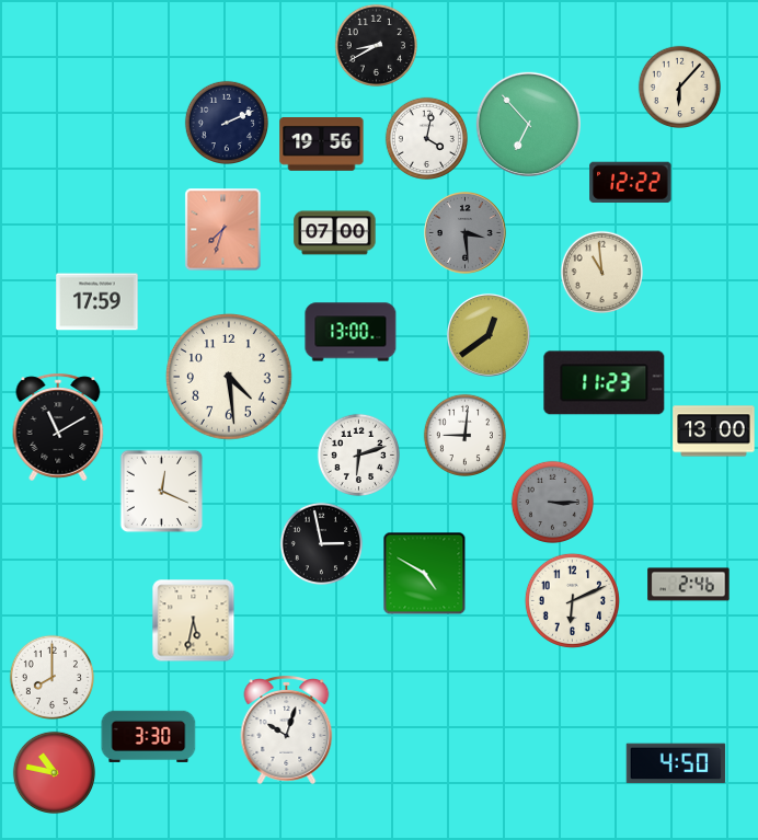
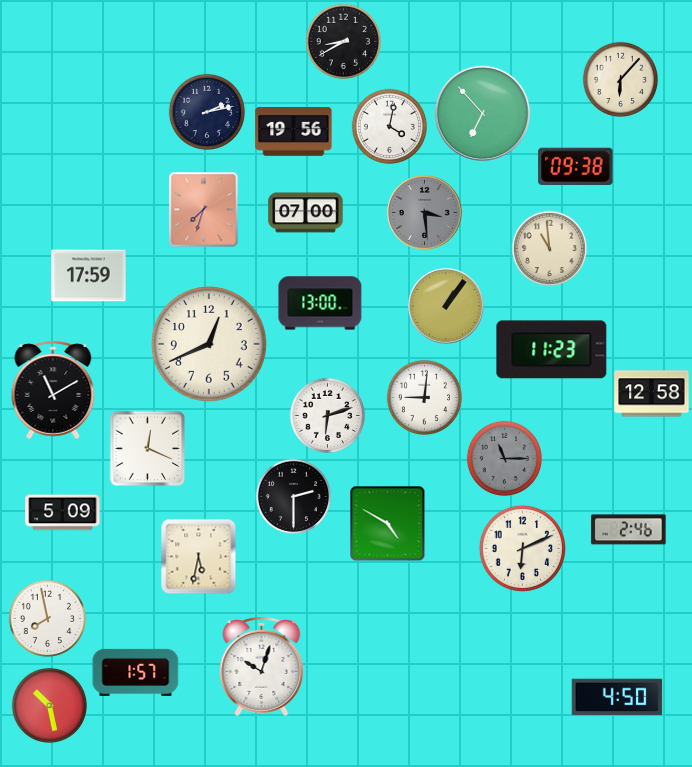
clock at (226, 122): 2:11 -> 2:13
clock at (631, 182): 12:22 -> 09:38
clock at (489, 335): 12:39 -> 1:06
clock at (230, 378): 4:29 -> 12:41
clock at (714, 431): 13:00 -> 12:58
clock at (552, 502): 3:15 -> 11:15
clock at (321, 543): 2:58 -> 2:30
clock at (63, 513): none -> 5:09
clock at (689, 585) position: (689, 585) -> (629, 530)
clock at (194, 621) position: (194, 621) -> (199, 557)
clock at (51, 677): 8:00 -> 7:58
clock at (149, 736): 3:30 -> 1:57
clock at (54, 772): 10:47 -> 10:28
